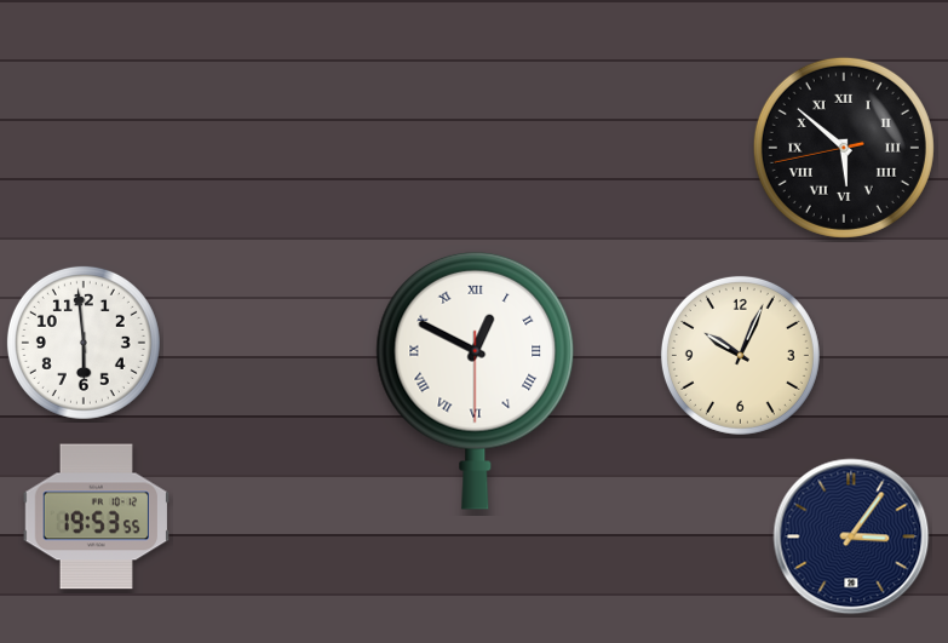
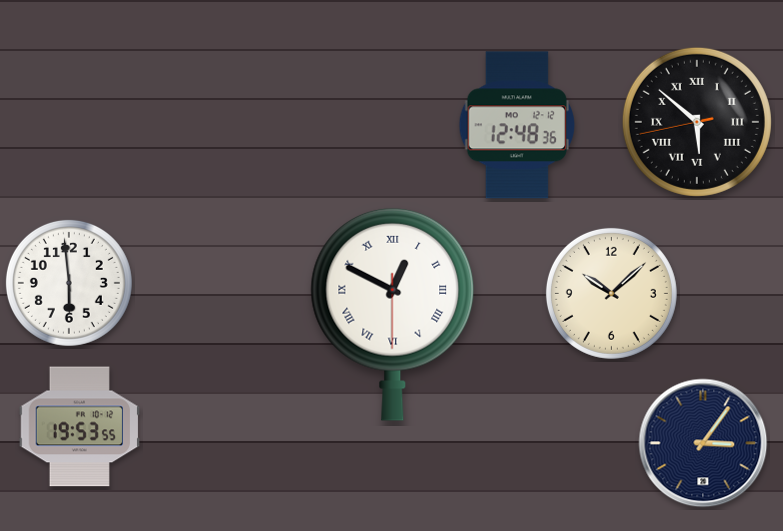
clock at (517, 125): none -> 12:48
clock at (740, 355): 10:04 -> 10:08
